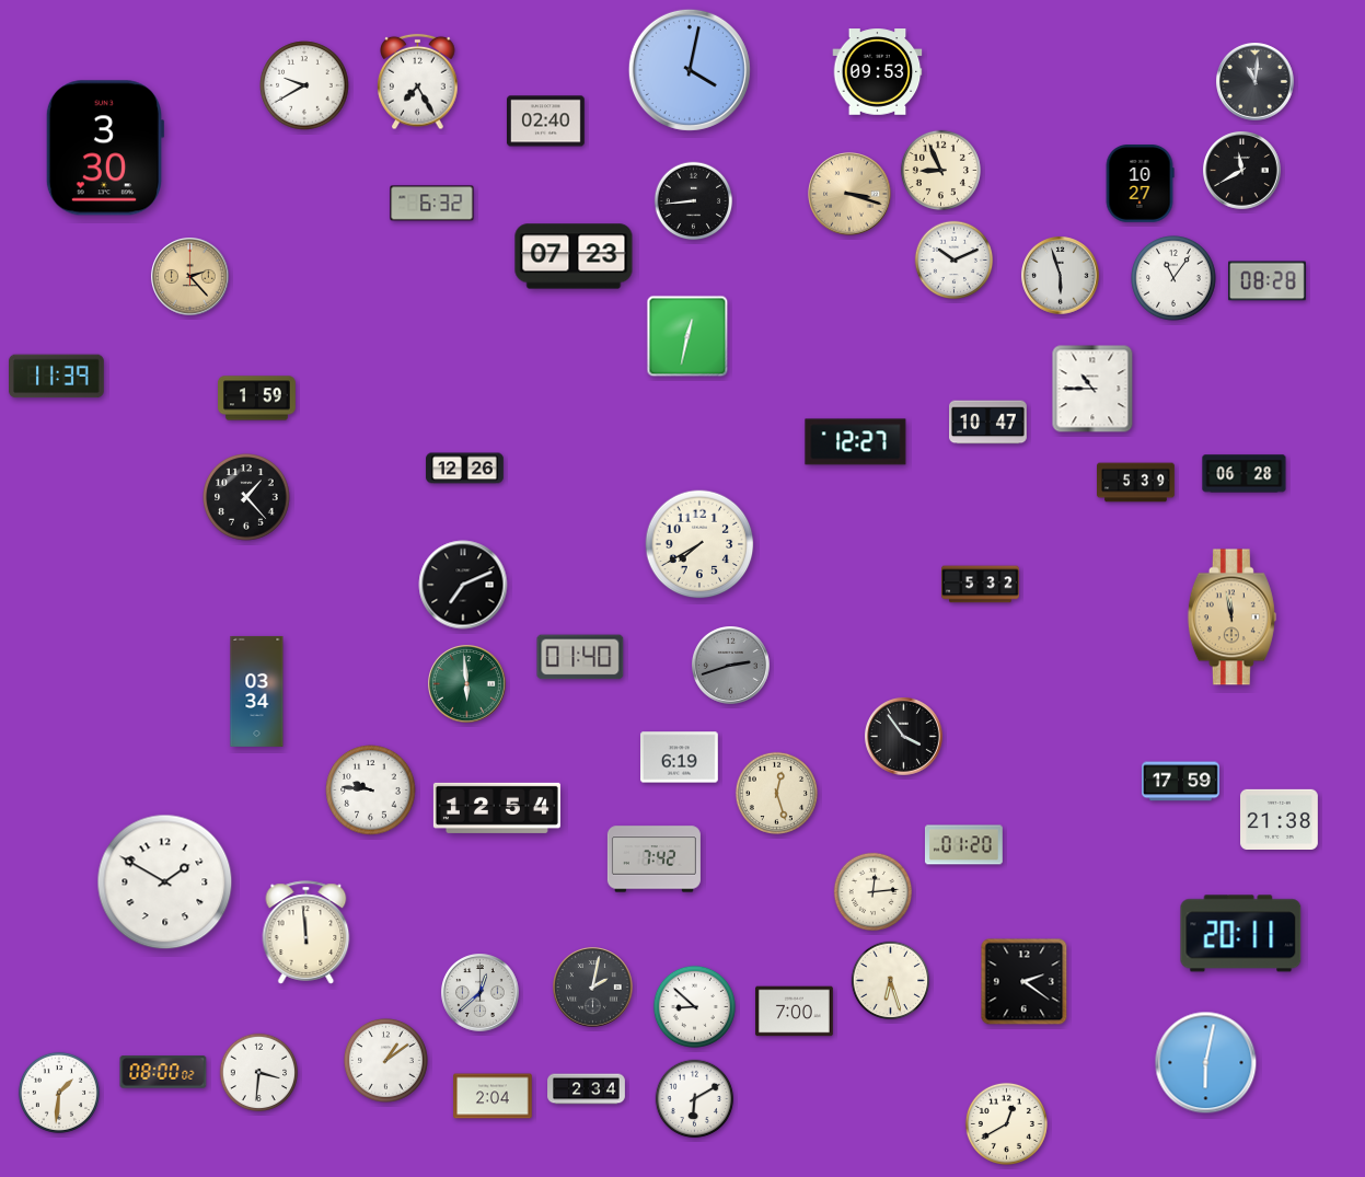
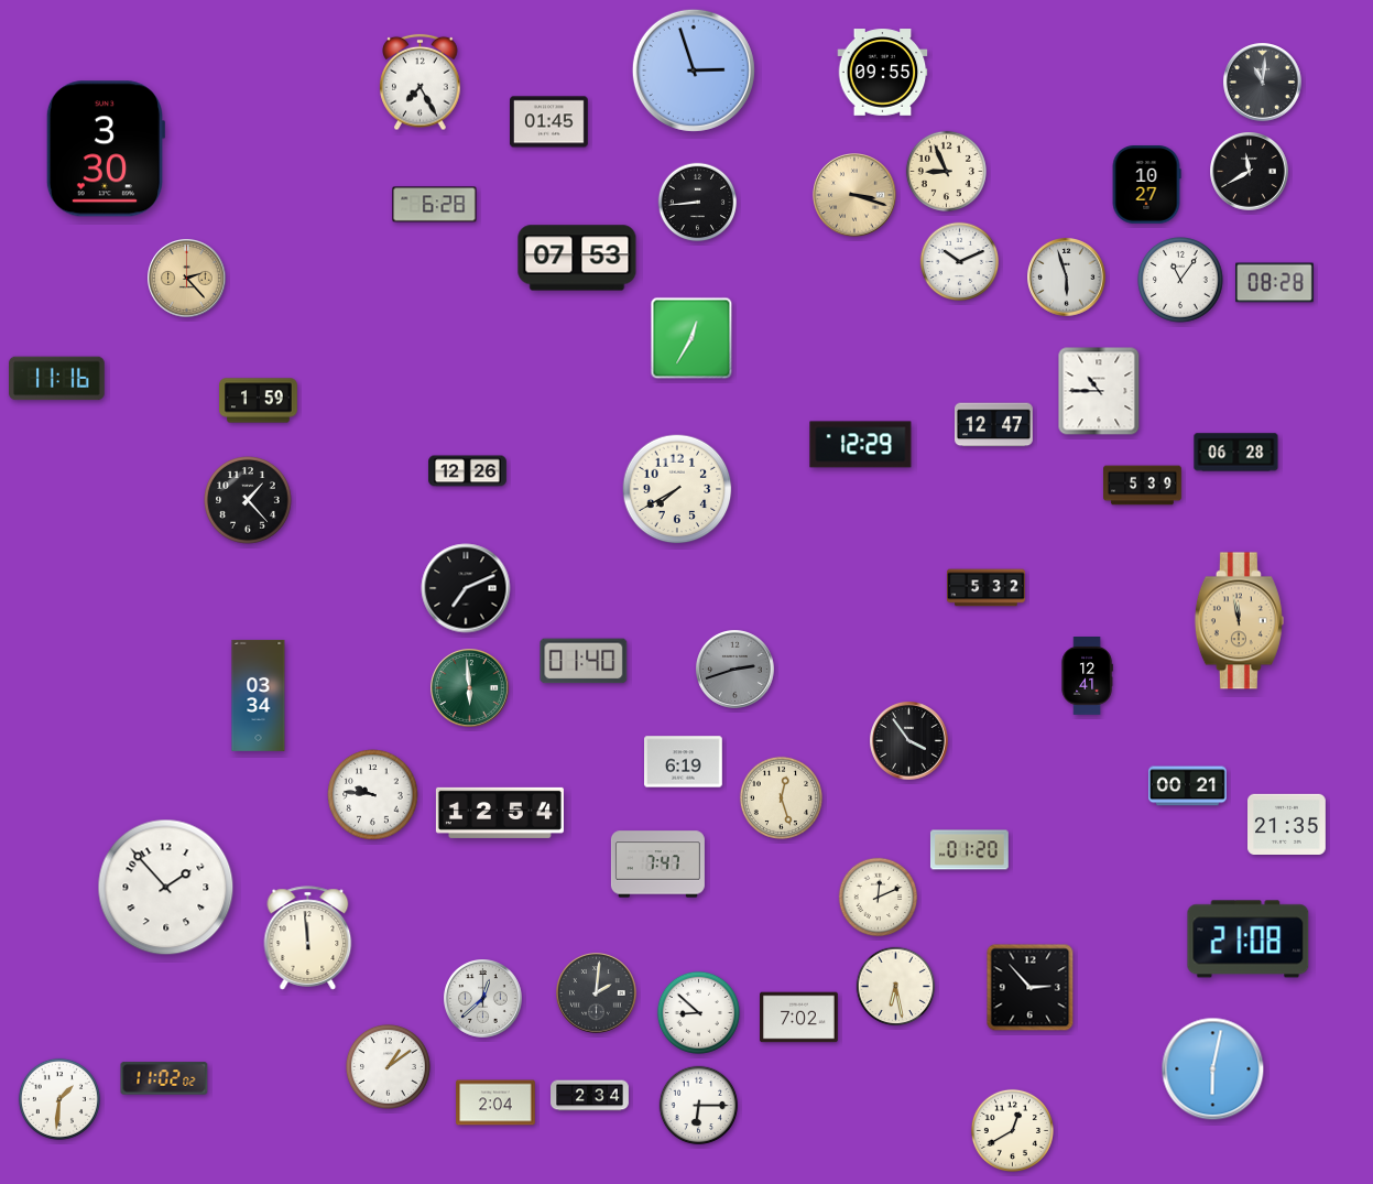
clock at (690, 70): 4:02 -> 2:57
clock at (878, 72): 09:53 -> 09:55
clock at (304, 85): 9:40 -> none
clock at (546, 122): 02:40 -> 01:45
clock at (432, 204): 6:32 -> 6:28
clock at (574, 256): 07:23 -> 07:53
clock at (190, 277) position: (190, 277) -> (187, 279)
clock at (687, 336): 12:32 -> 12:35
clock at (57, 377): 11:39 -> 11:16
clock at (988, 423): 10:47 -> 12:47
clock at (856, 442): 12:27 -> 12:29
clock at (1245, 474) position: (1245, 474) -> (1236, 453)
clock at (699, 544) position: (699, 544) -> (677, 489)
clock at (1087, 676): none -> 12:41
clock at (1181, 782): 17:59 -> 00:21
clock at (1280, 819): 21:38 -> 21:35
clock at (653, 859): 7:42 -> 7:47
clock at (165, 882): 1:50 -> 1:53
clock at (874, 892): 12:14 -> 12:11
clock at (1241, 934): 20:11 -> 21:08
clock at (891, 981): 6:27 -> 6:28
clock at (1025, 982): 2:21 -> 2:53
clock at (593, 988): 2:02 -> 2:01
clock at (795, 1012): 7:00 -> 7:02
clock at (163, 1072): 08:00 -> 11:02
clock at (259, 1073): 3:31 -> none
clock at (695, 1099): 6:10 -> 6:15
